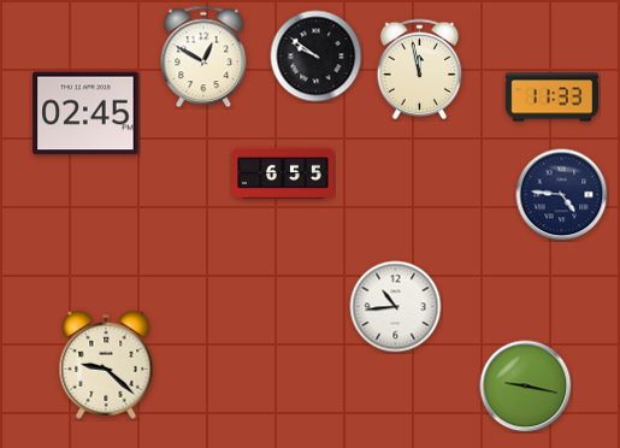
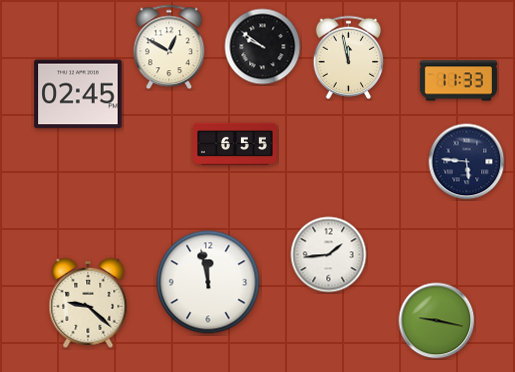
clock at (85, 113) position: (85, 113) -> (78, 94)
clock at (562, 195): 4:46 -> 5:46
clock at (396, 307): 10:44 -> 1:44
clock at (208, 282): none -> 11:58
